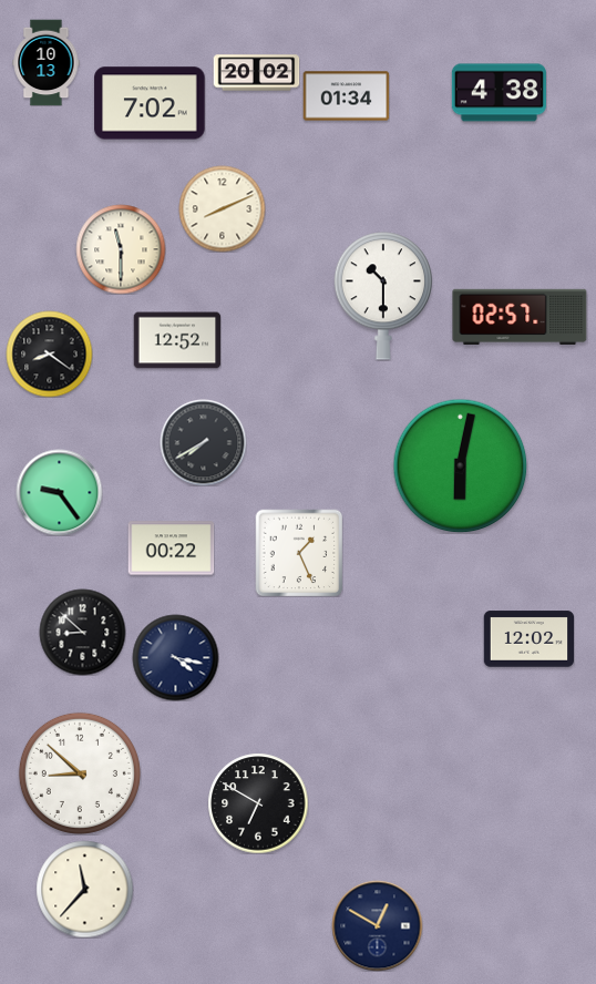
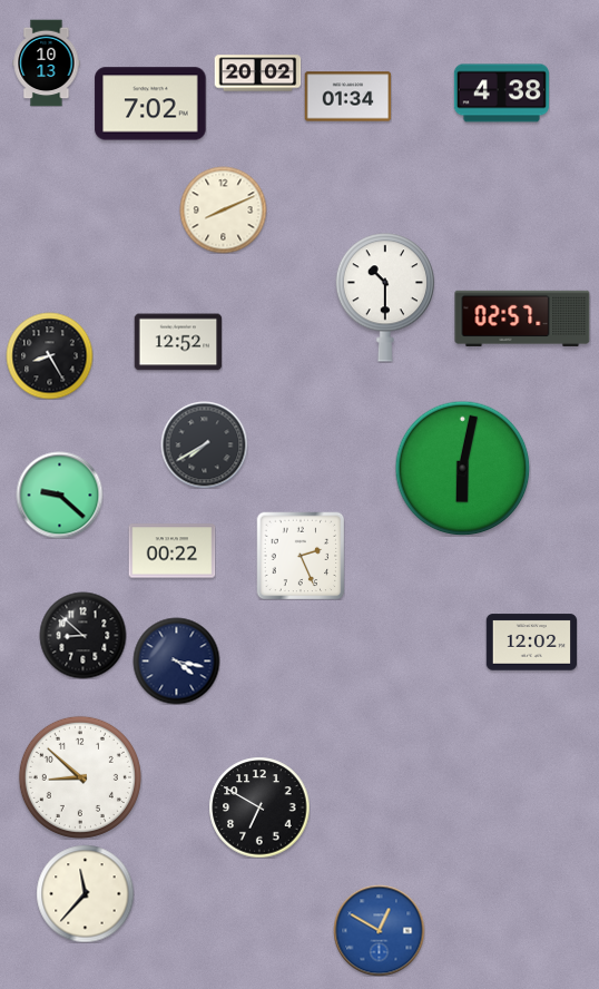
clock at (121, 249): 11:30 -> none
clock at (49, 353): 8:21 -> 8:25
clock at (59, 492): 9:24 -> 9:22
clock at (299, 553): 1:26 -> 2:26
clock at (377, 925) dial: navy -> blue
